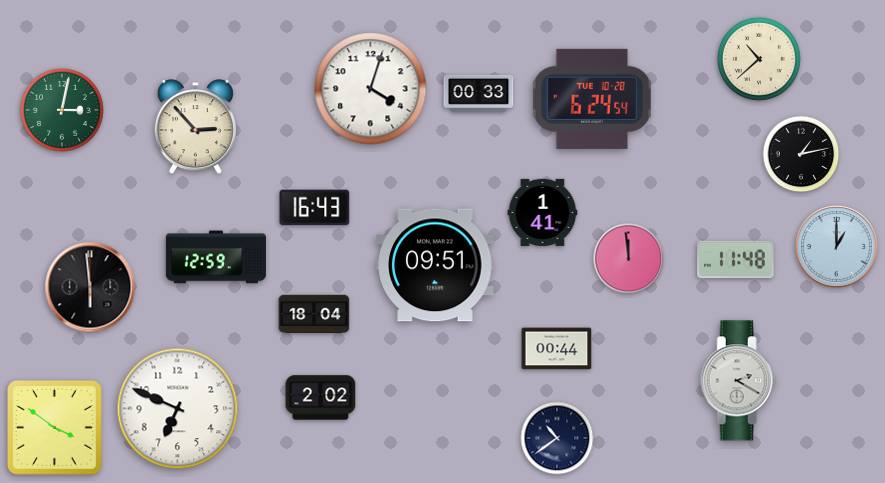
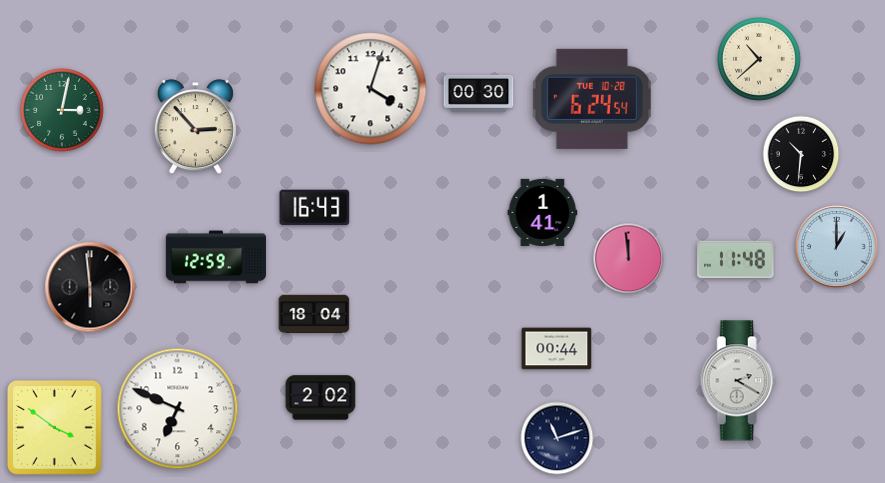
clock at (479, 93): 00:33 -> 00:30
clock at (801, 154): 1:13 -> 10:31
clock at (435, 265): 09:51 -> none
clock at (557, 438): 10:39 -> 11:12
